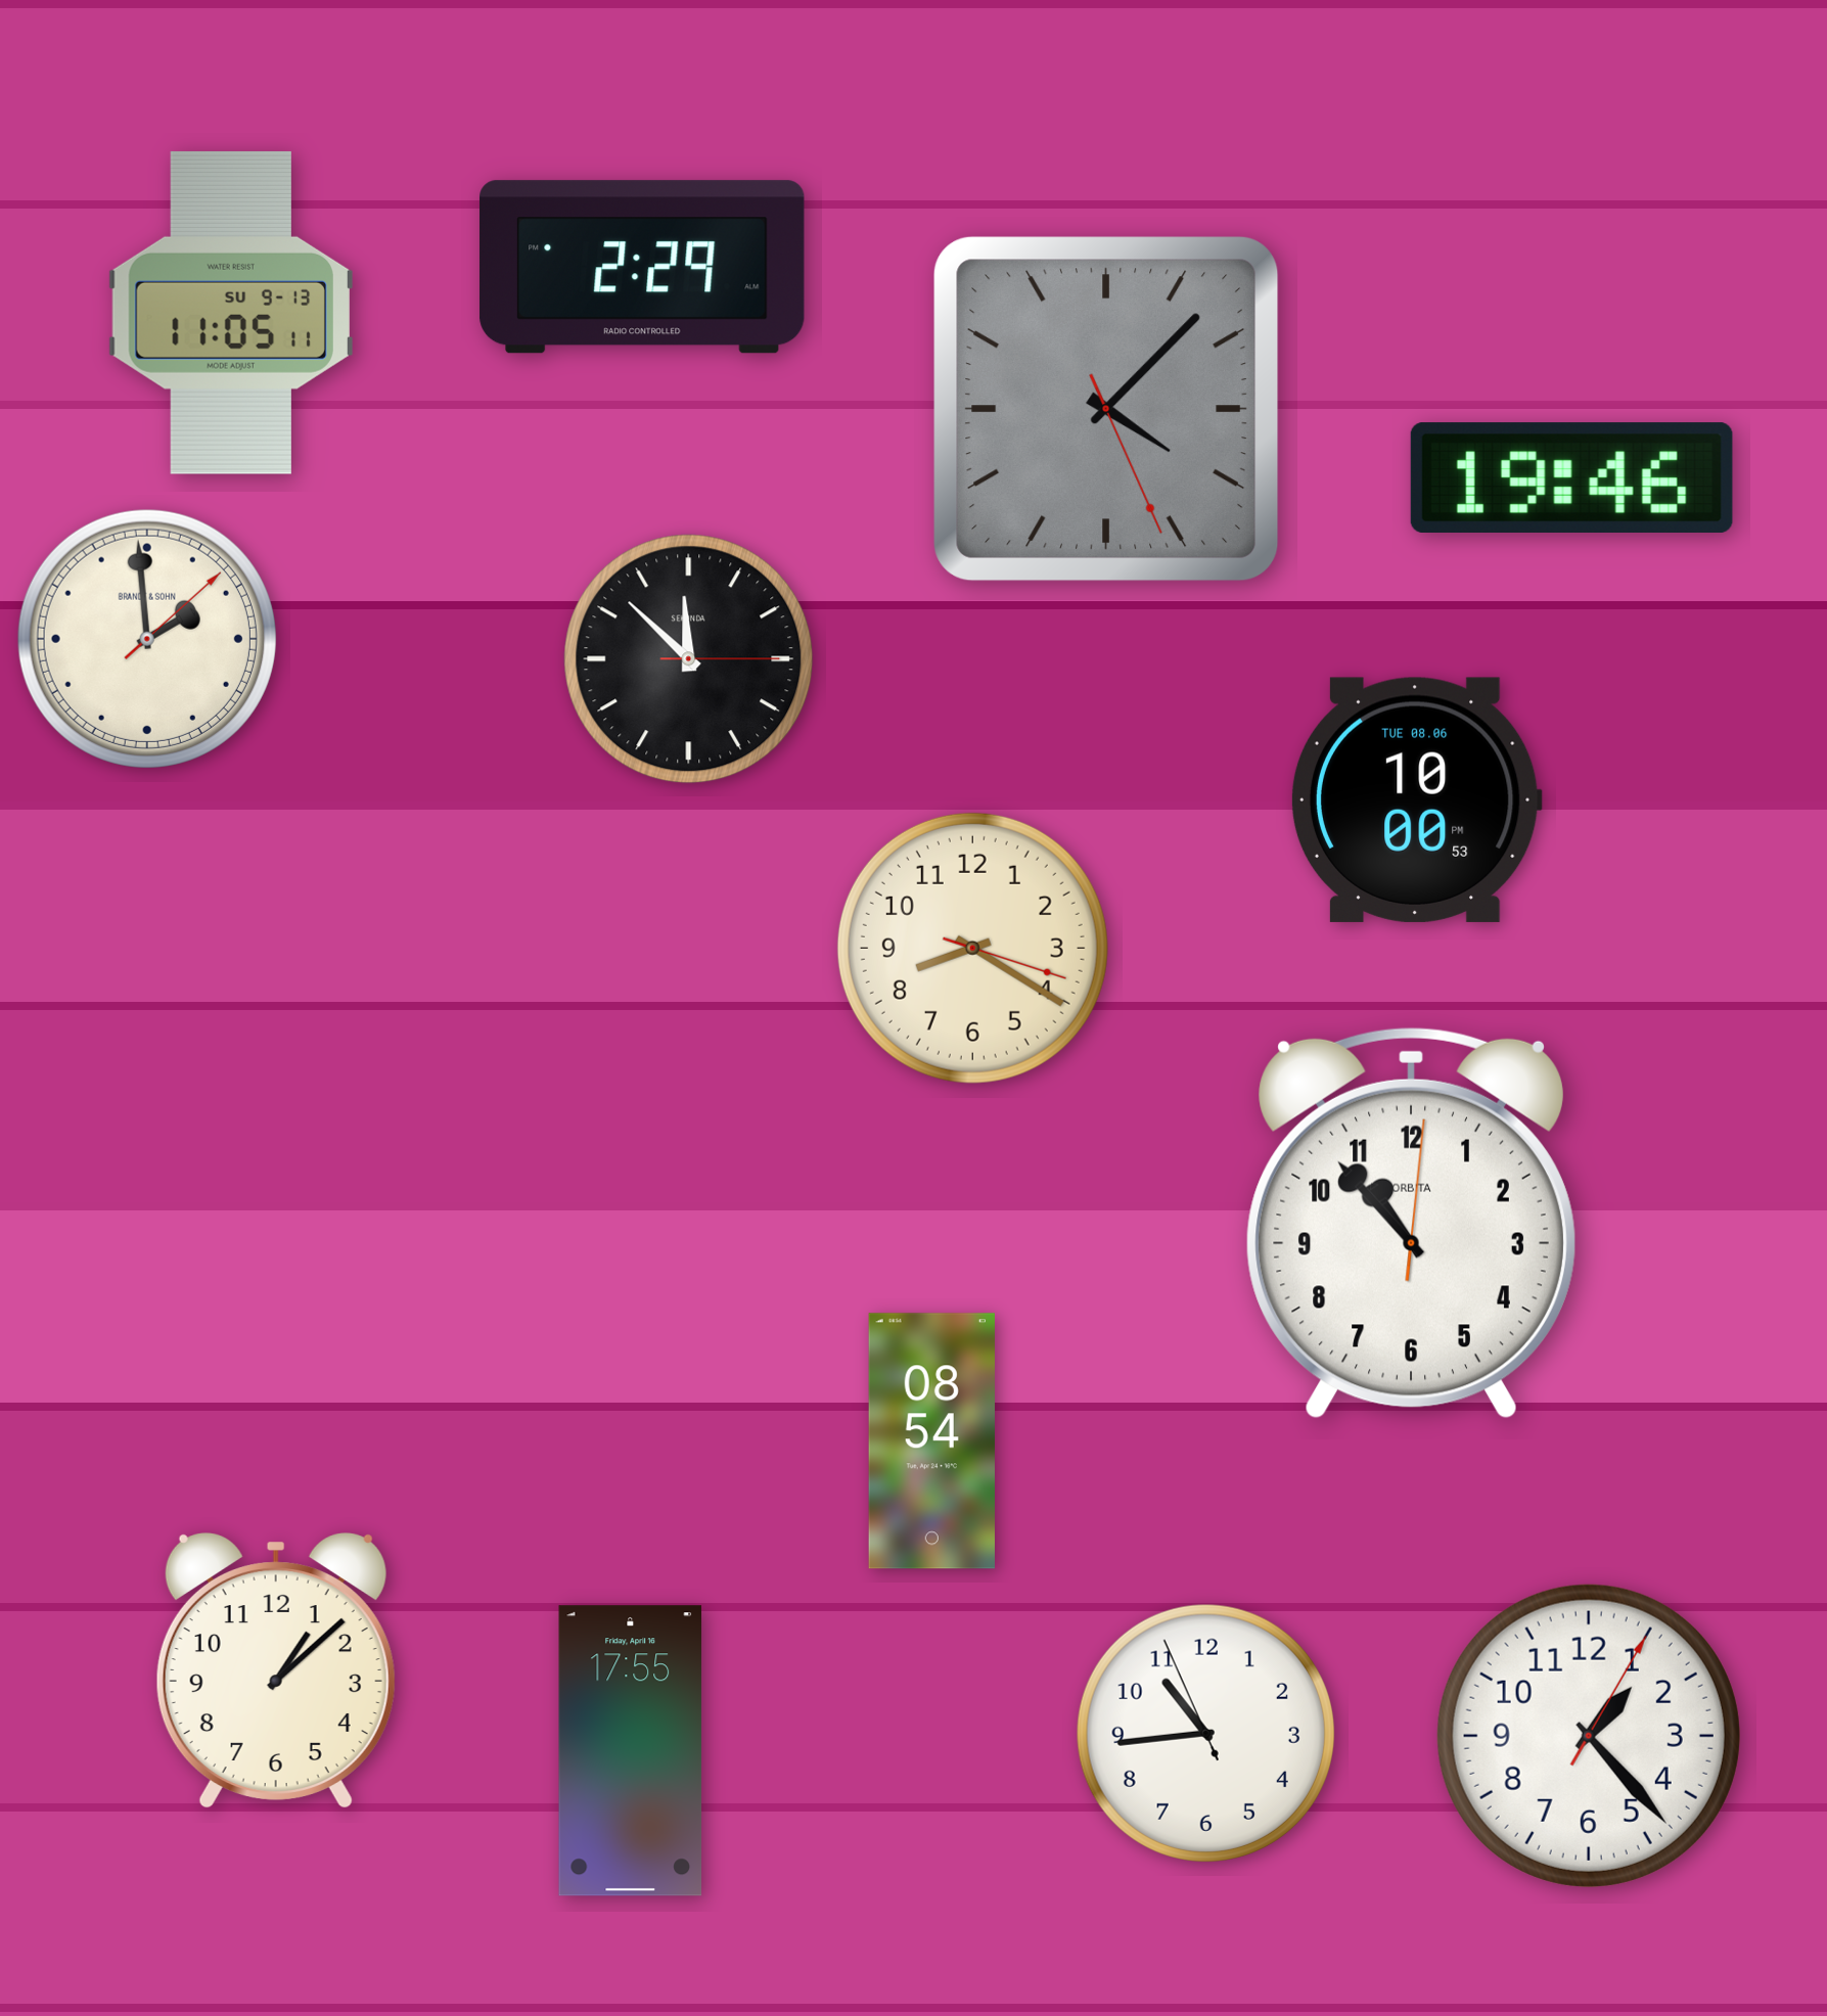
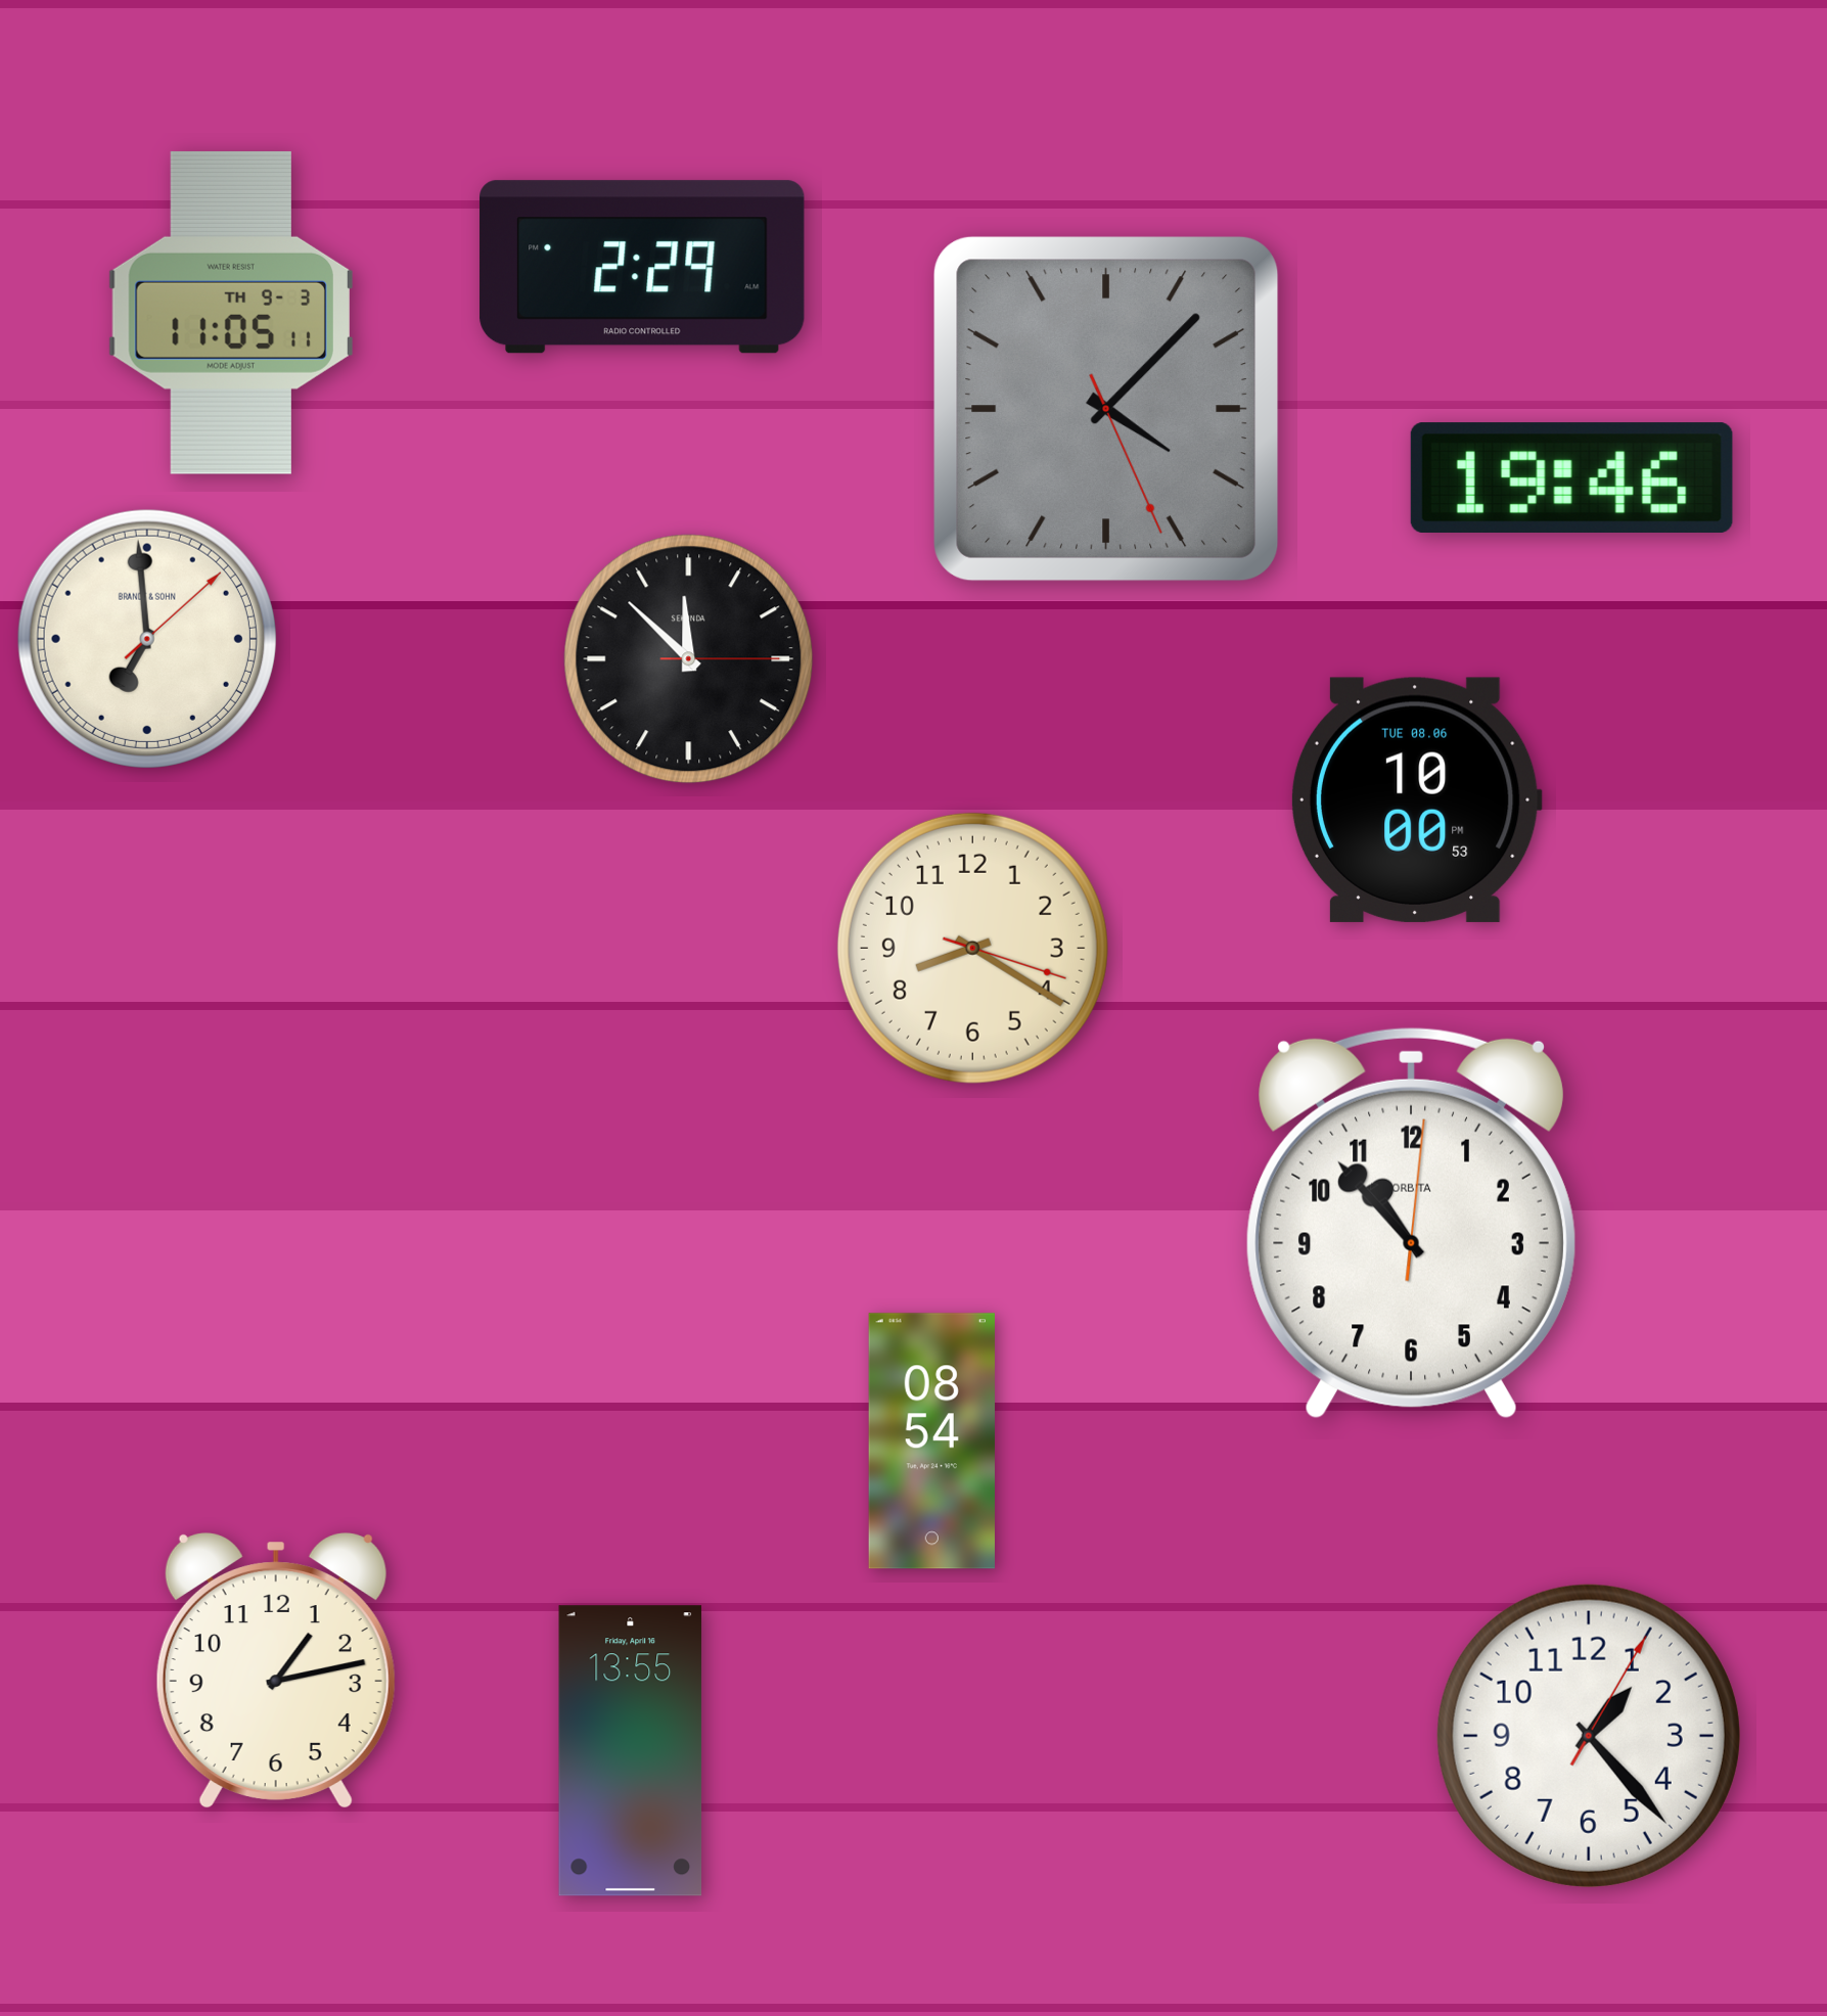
clock at (231, 313) date: SU 9-13 -> TH 9-3
clock at (147, 639): 1:59 -> 6:59
clock at (276, 1670): 1:08 -> 1:13
clock at (1205, 1733): 10:43 -> none
clock at (630, 1751): 17:55 -> 13:55
